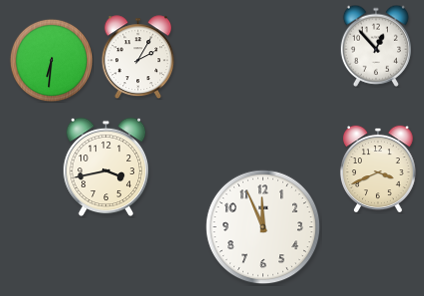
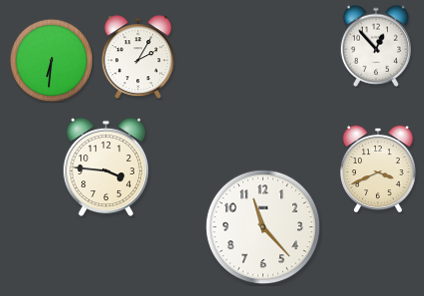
clock at (106, 167): 3:43 -> 3:46
clock at (263, 227): 11:56 -> 11:23
